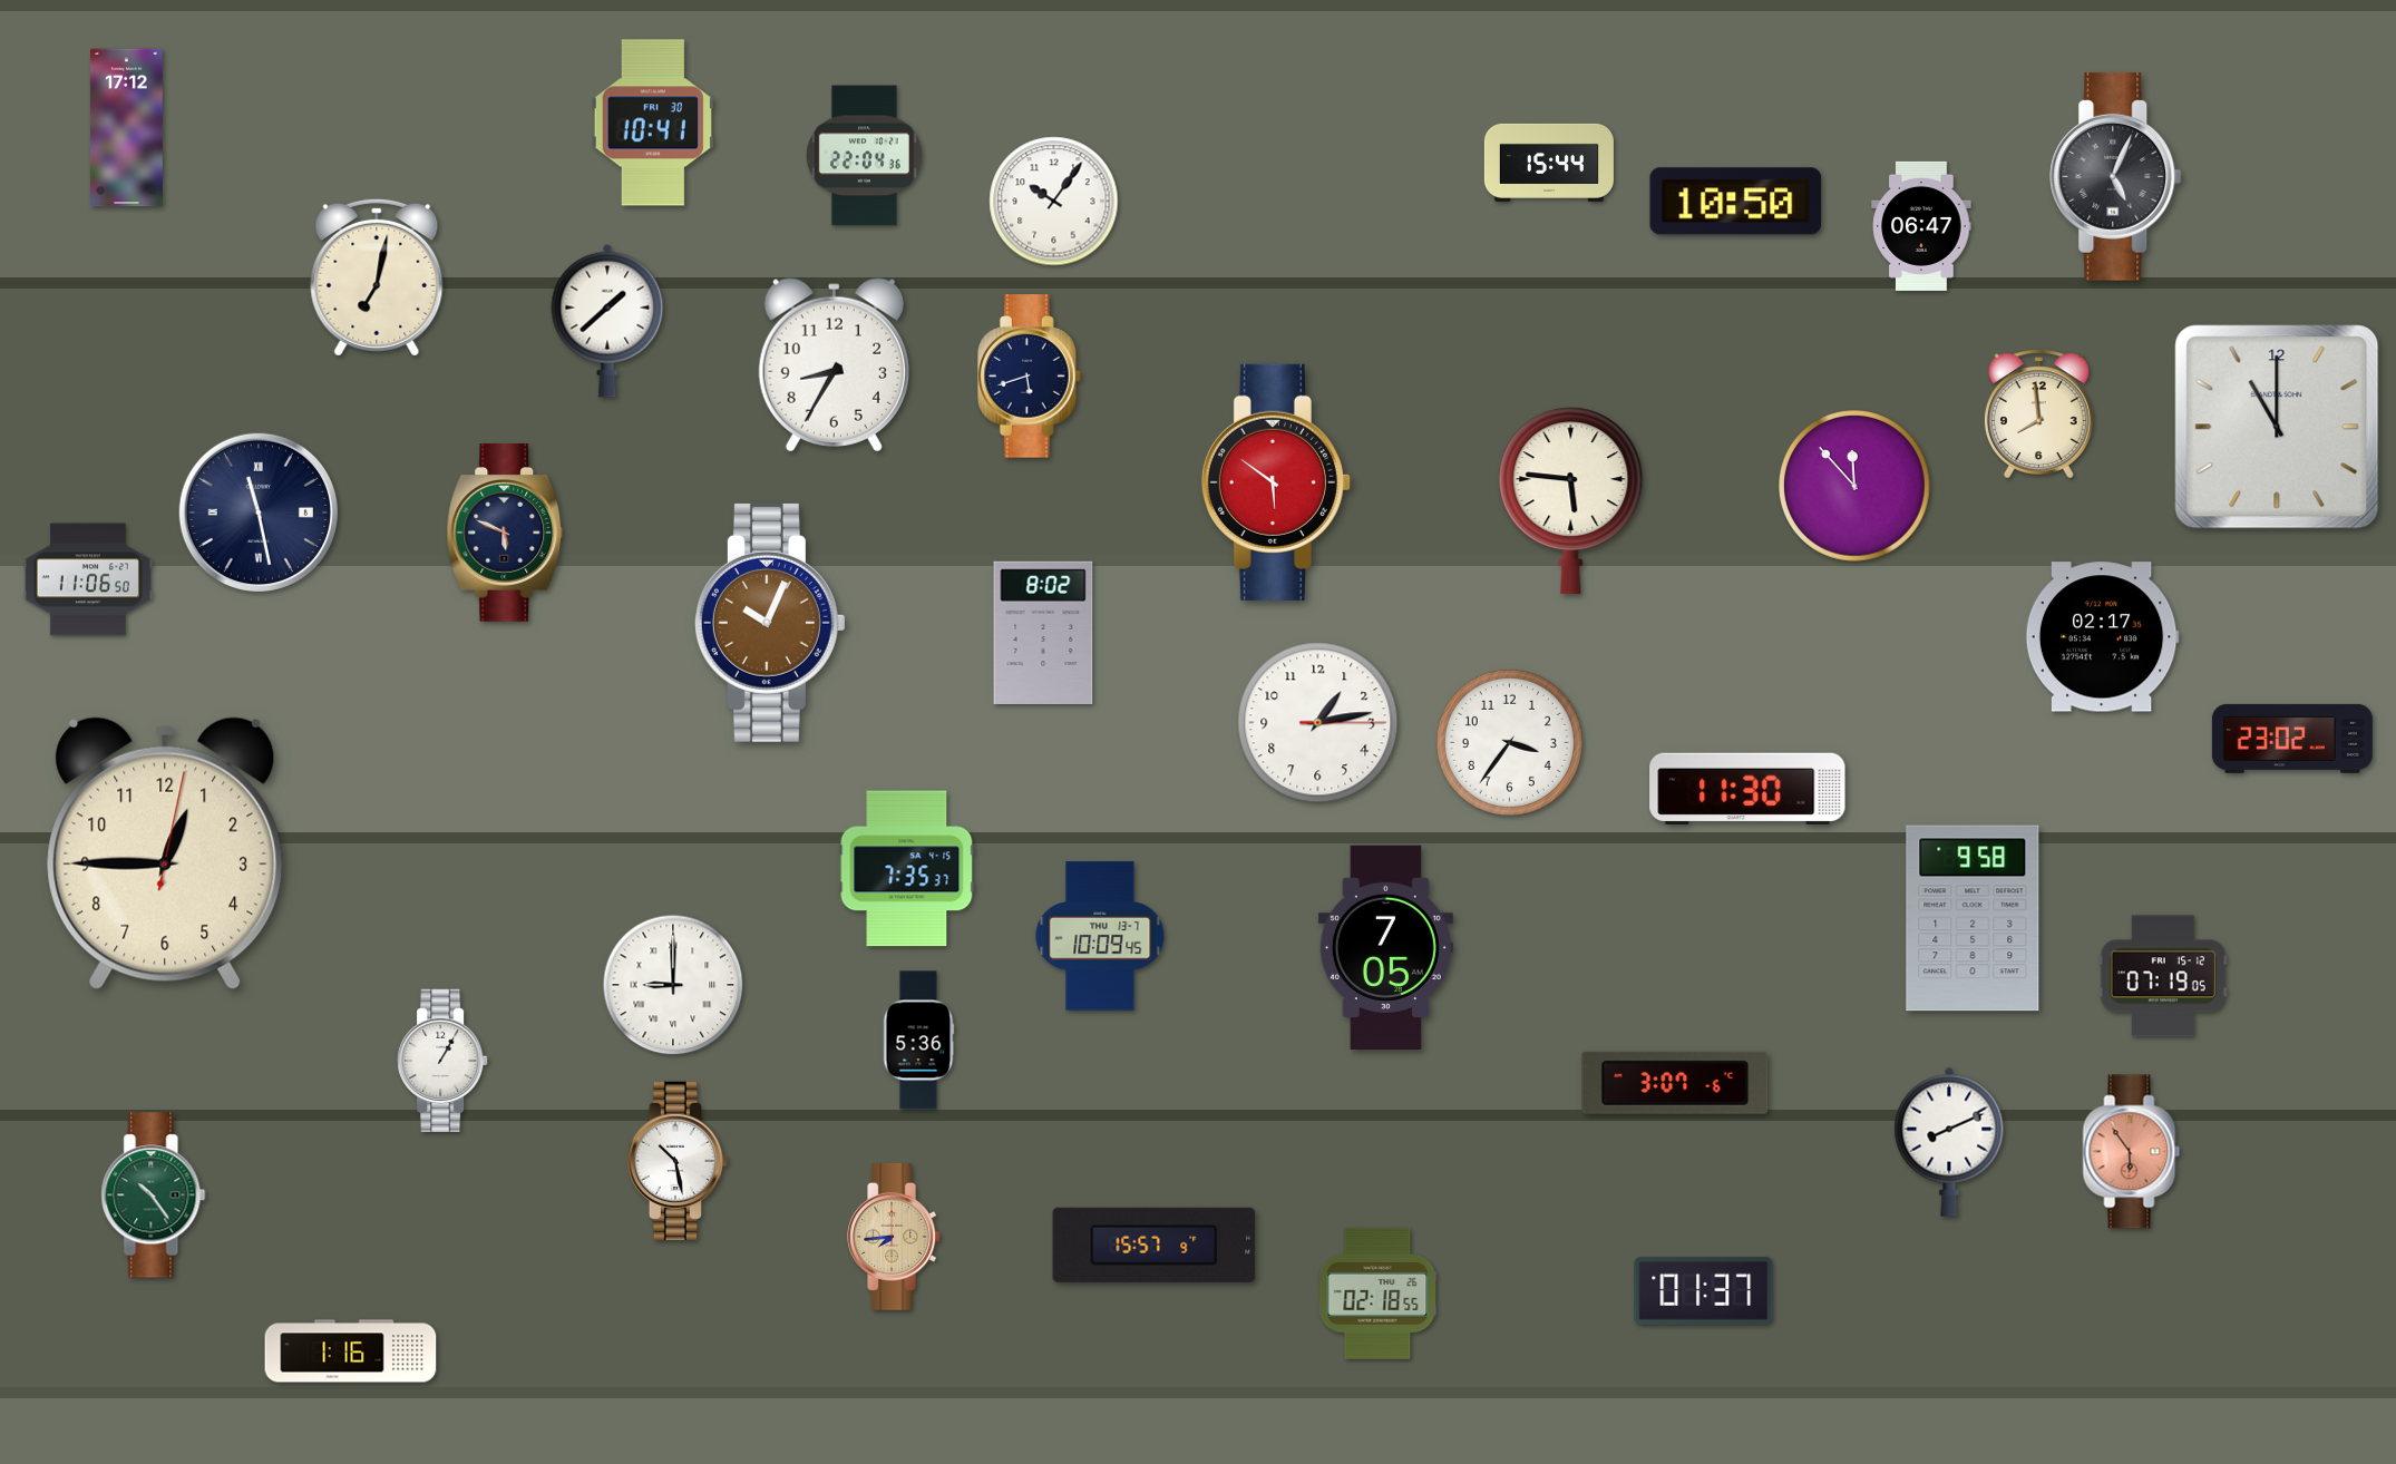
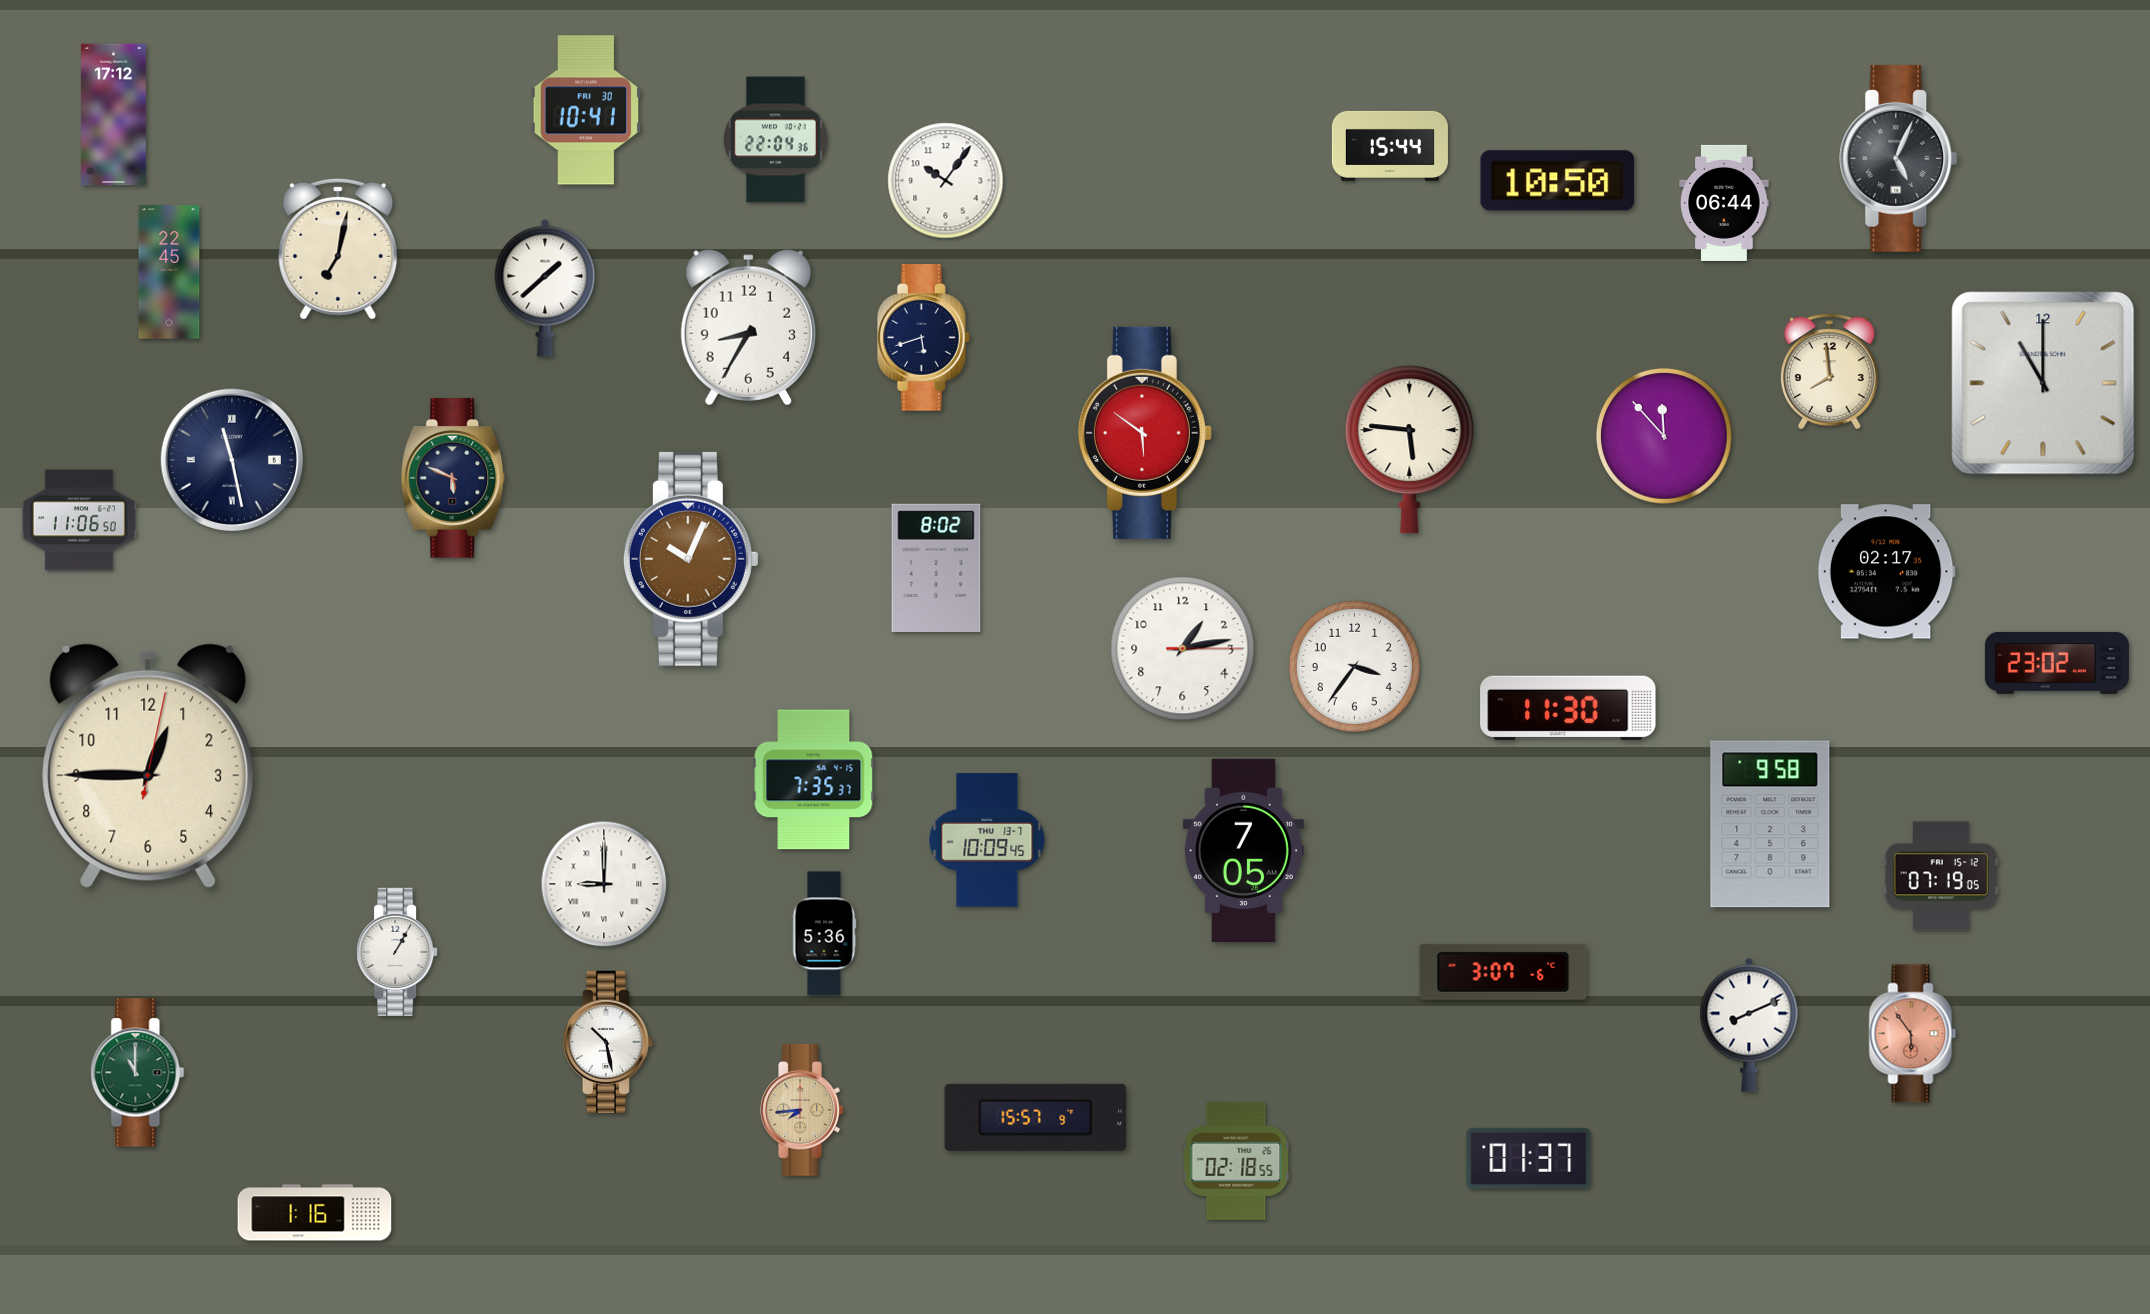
clock at (1921, 226): 06:47 -> 06:44
clock at (169, 272): none -> 22:45
clock at (154, 1195): 10:24 -> 11:00
